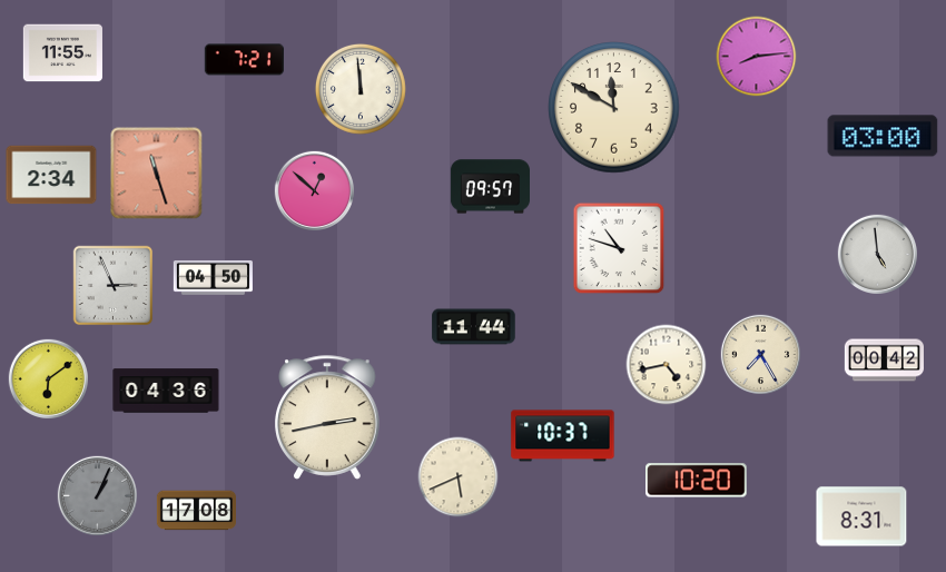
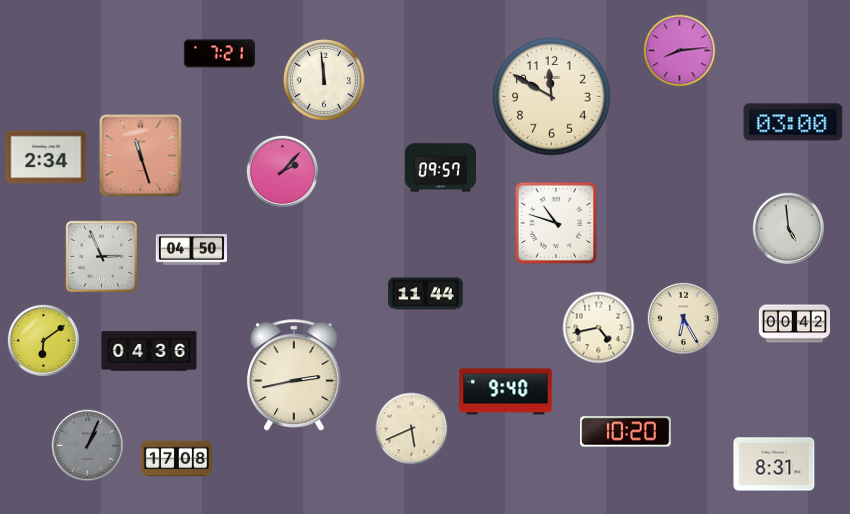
clock at (62, 53): 11:55 -> none
clock at (314, 190): 12:52 -> 2:07
clock at (760, 354): 7:25 -> 6:25
clock at (563, 436): 10:37 -> 9:40
